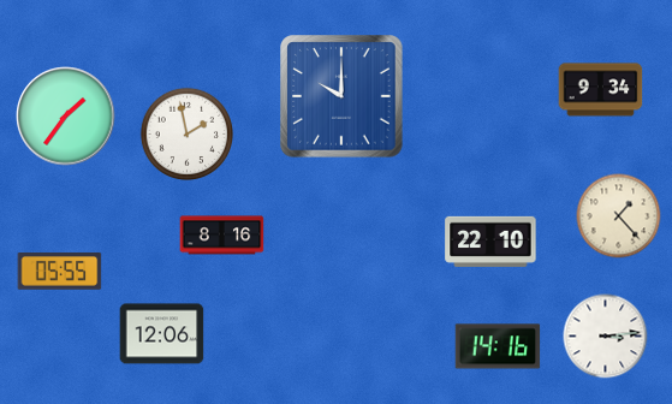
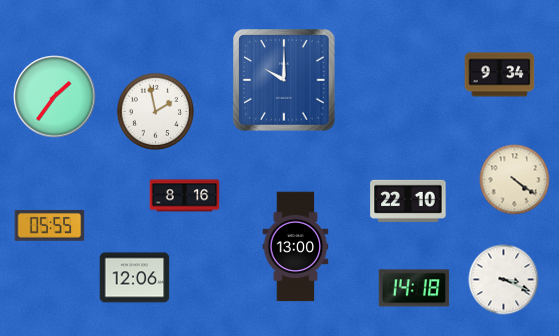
clock at (619, 216): 1:23 -> 4:21
clock at (296, 247): none -> 13:00
clock at (606, 337): 3:14 -> 3:19
clock at (498, 346): 14:16 -> 14:18
